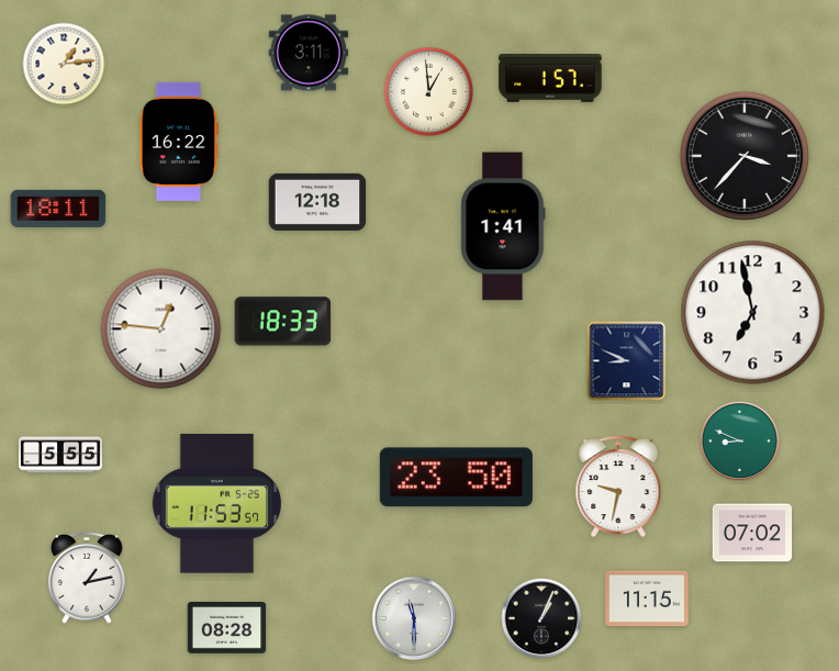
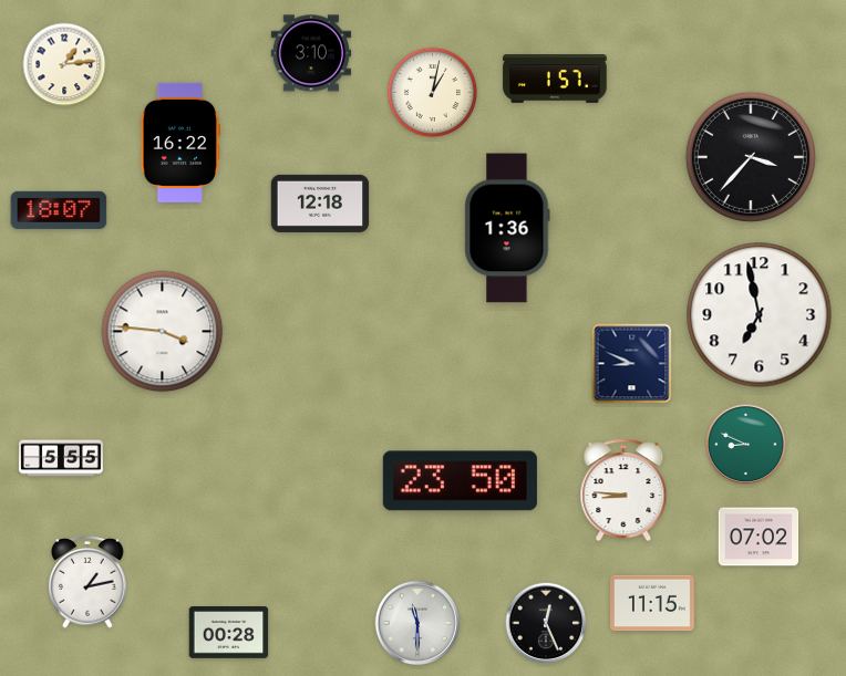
clock at (309, 53): 3:11 -> 3:10
clock at (429, 92): 12:59 -> 1:02
clock at (58, 209): 18:11 -> 18:07
clock at (503, 226): 1:41 -> 1:36
clock at (283, 322): 18:33 -> none
clock at (161, 329): 12:46 -> 3:46
clock at (618, 487): 9:32 -> 8:46
clock at (216, 504): 11:53 -> none
clock at (541, 618): 1:04 -> 12:26
clock at (227, 628): 08:28 -> 00:28
